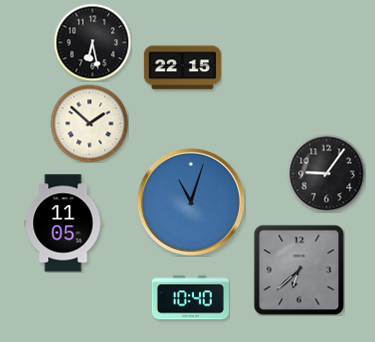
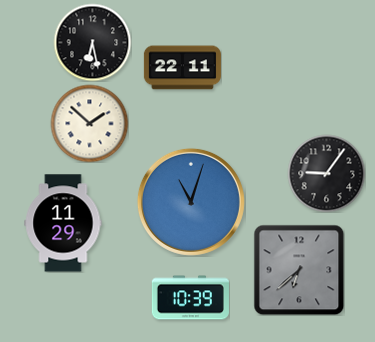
clock at (182, 68): 22:15 -> 22:11
clock at (63, 223): 11:05 -> 11:29
clock at (190, 298): 10:40 -> 10:39
